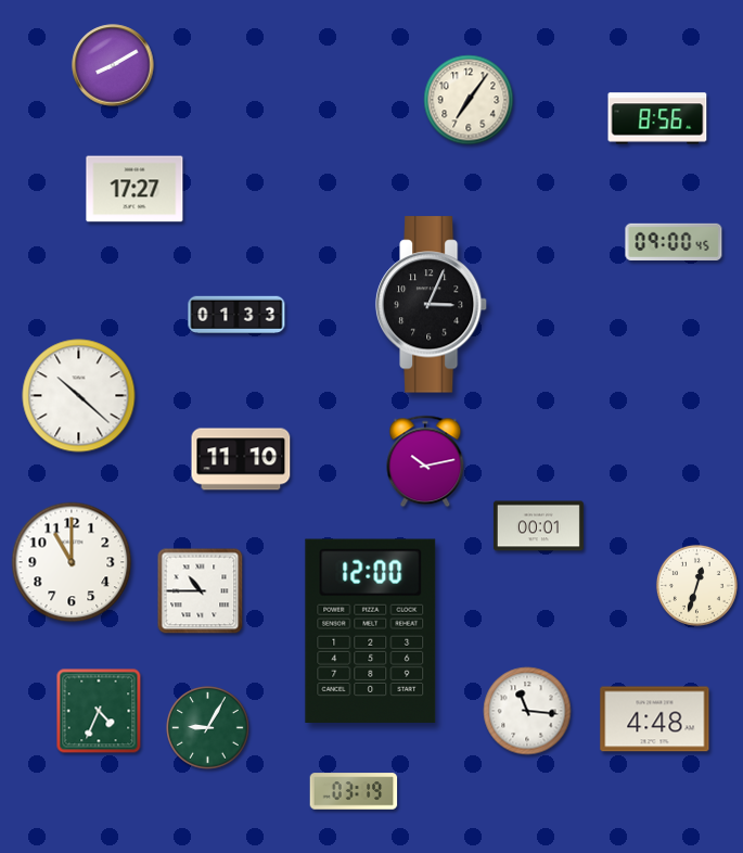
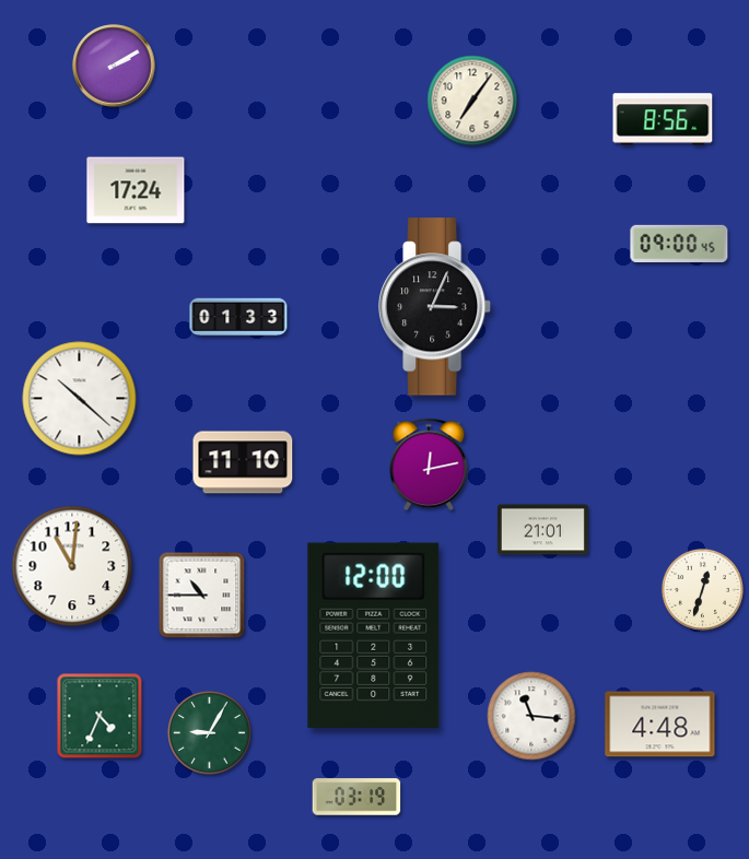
clock at (113, 65): 8:10 -> 2:10
clock at (134, 189): 17:27 -> 17:24
clock at (425, 461): 10:13 -> 12:13
clock at (538, 526): 00:01 -> 21:01
clock at (72, 562): 11:00 -> 11:01
